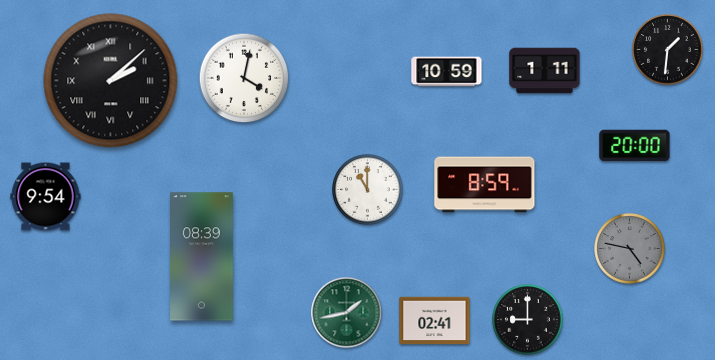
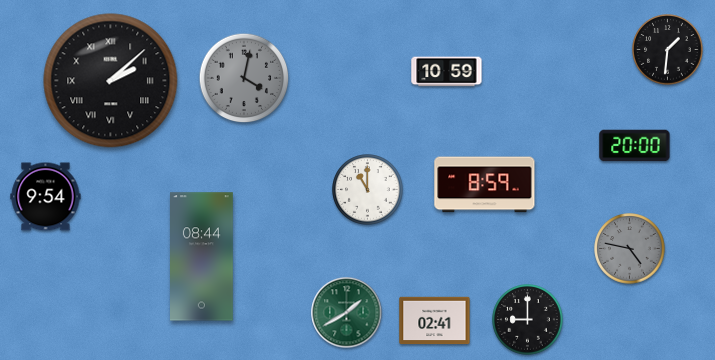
clock at (545, 71): 1:11 -> none
clock at (244, 78) dial: white -> grey
clock at (202, 257): 08:39 -> 08:44
clock at (347, 313): 1:43 -> 1:40
